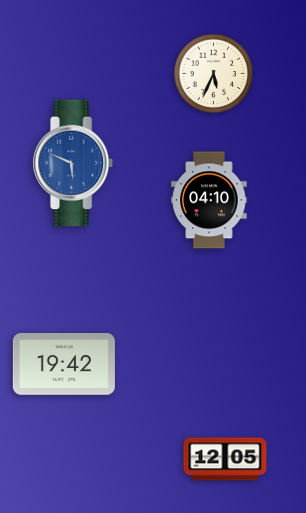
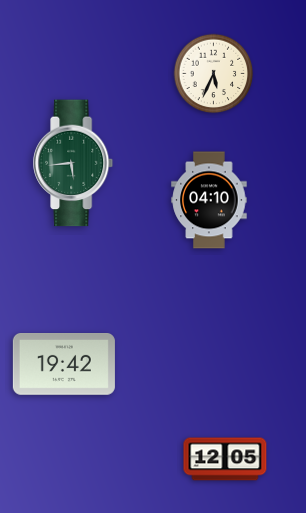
clock at (74, 163): 5:49 -> 5:44
clock at (74, 163) dial: blue -> green
